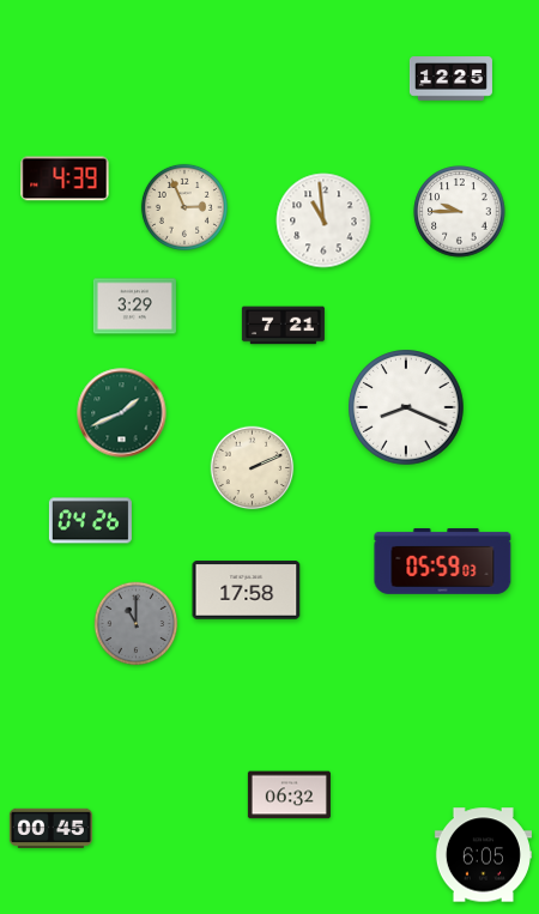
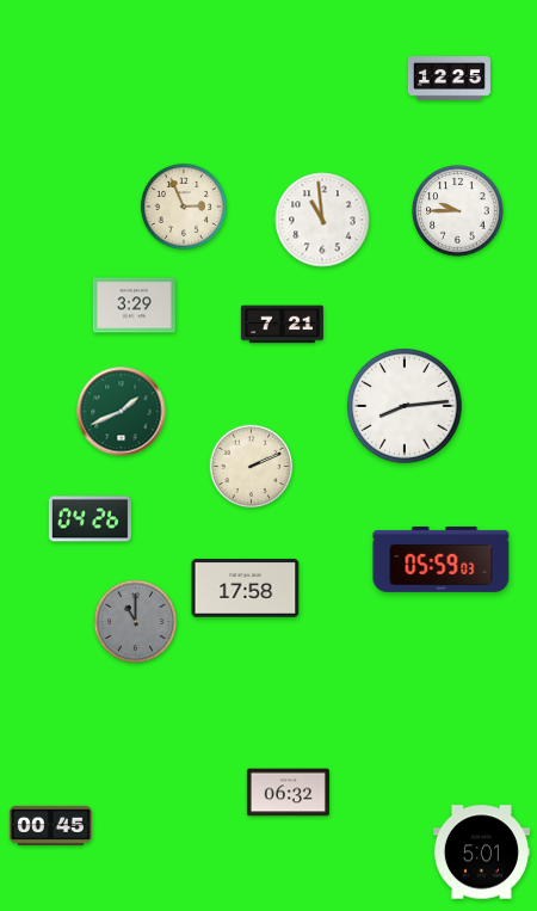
clock at (65, 178): 4:39 -> none
clock at (406, 407): 8:19 -> 8:14
clock at (483, 855): 6:05 -> 5:01
